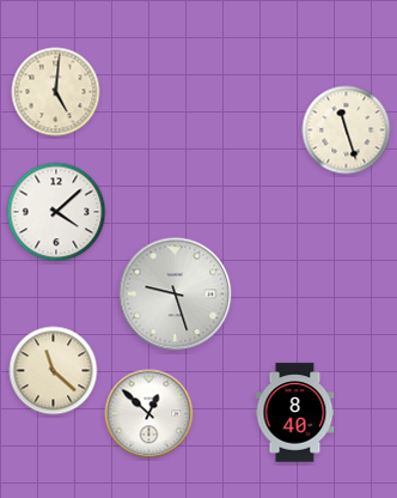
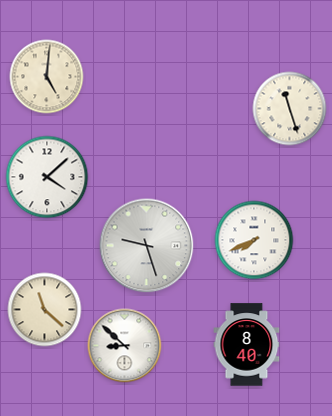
clock at (254, 240): none -> 7:41
clock at (149, 414): 12:52 -> 8:52
